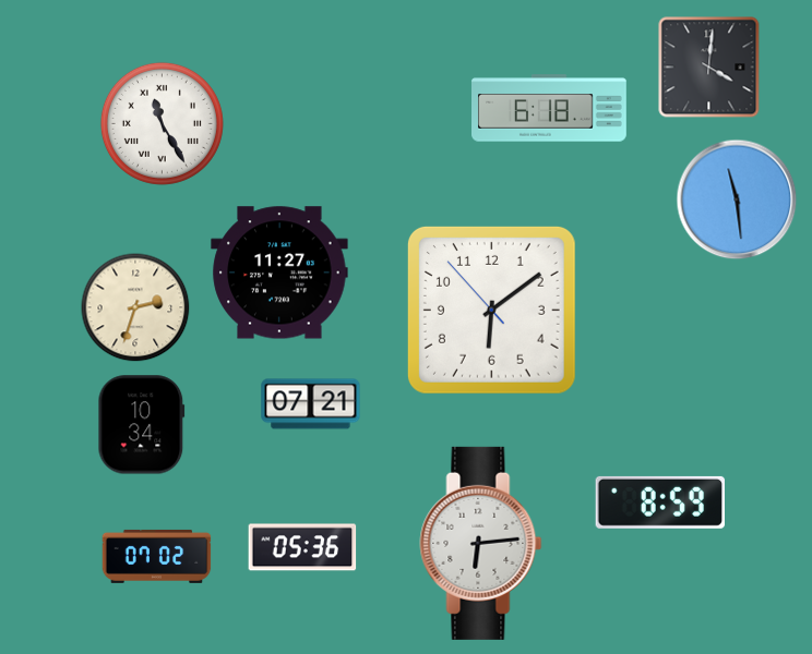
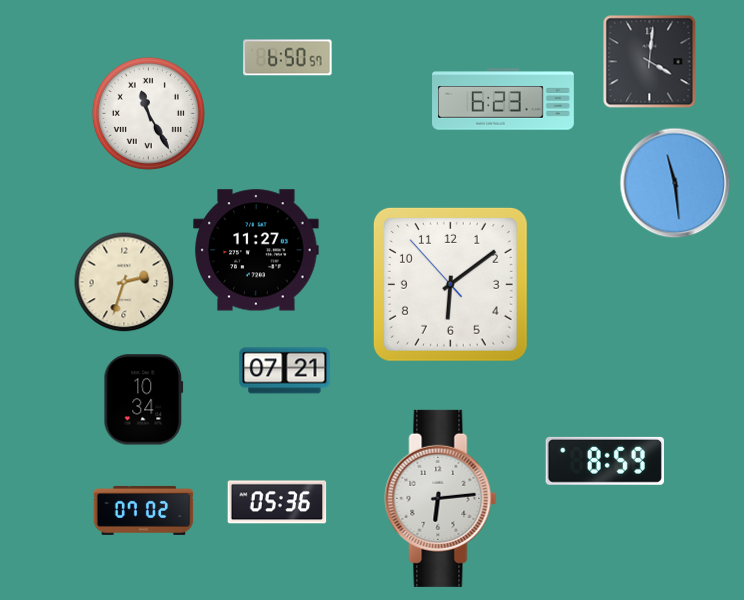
clock at (288, 58): none -> 6:50
clock at (550, 108): 6:18 -> 6:23
clock at (142, 425) position: (142, 425) -> (144, 400)
